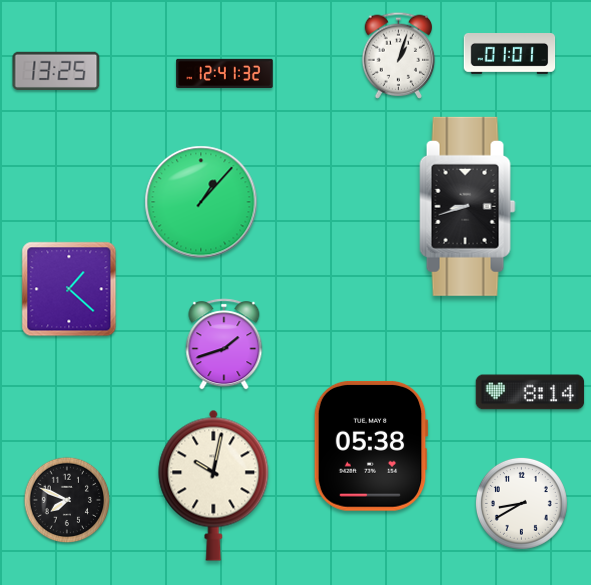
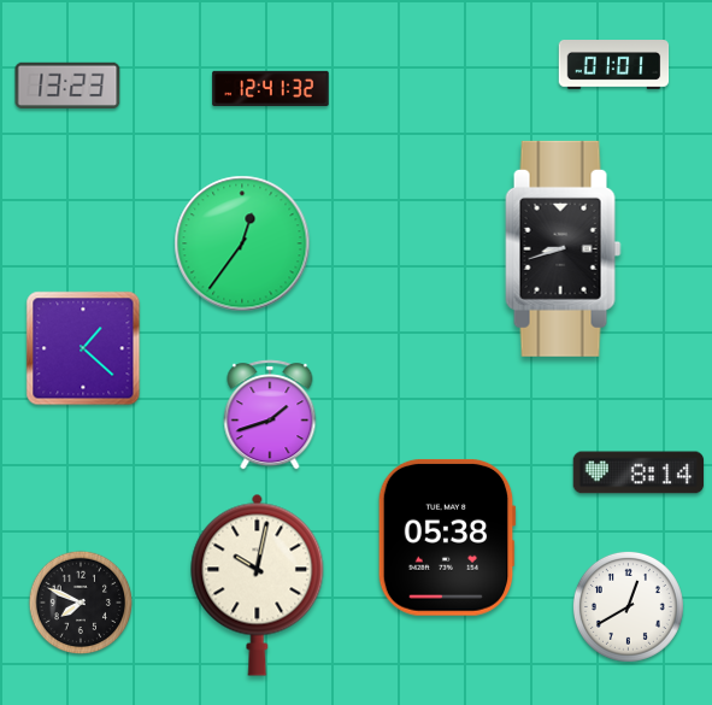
clock at (399, 55): 1:03 -> none
clock at (56, 70): 13:25 -> 13:23
clock at (201, 202): 1:07 -> 12:36
clock at (521, 503): 8:40 -> 12:40
